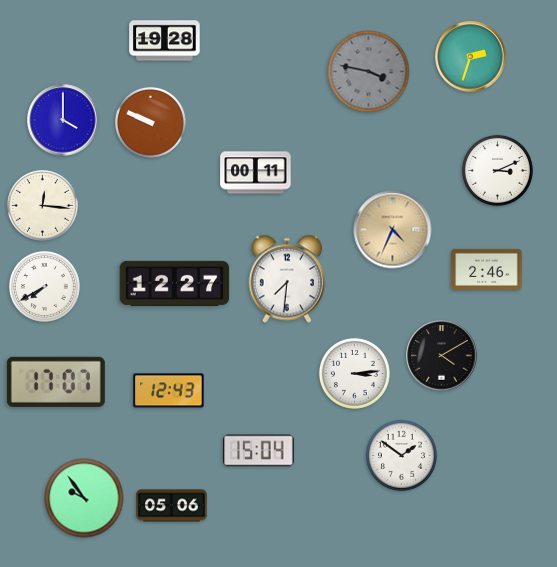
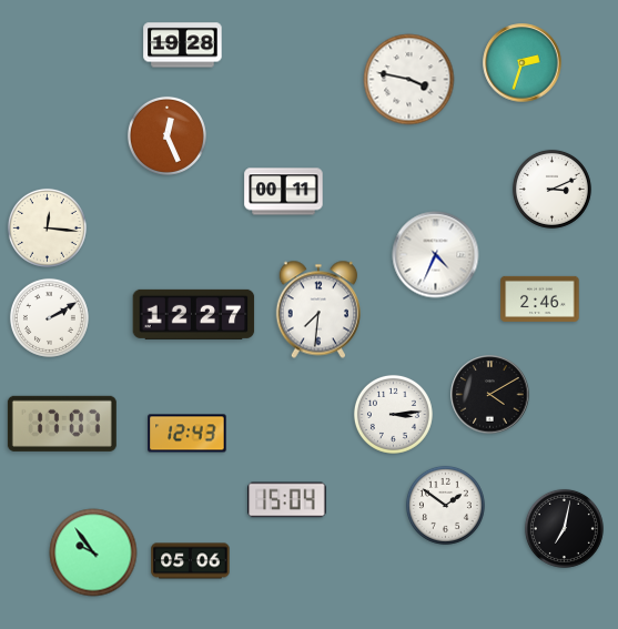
clock at (369, 72) dial: grey -> white
clock at (63, 120): 4:00 -> none
clock at (150, 122): 9:49 -> 12:26
clock at (393, 230) dial: champagne -> white
clock at (44, 286): 7:40 -> 2:10
clock at (564, 528): none -> 7:02
